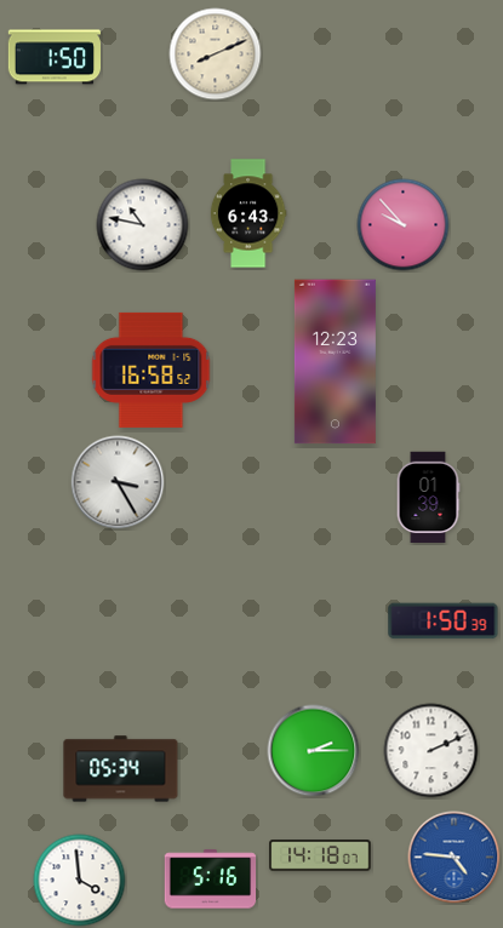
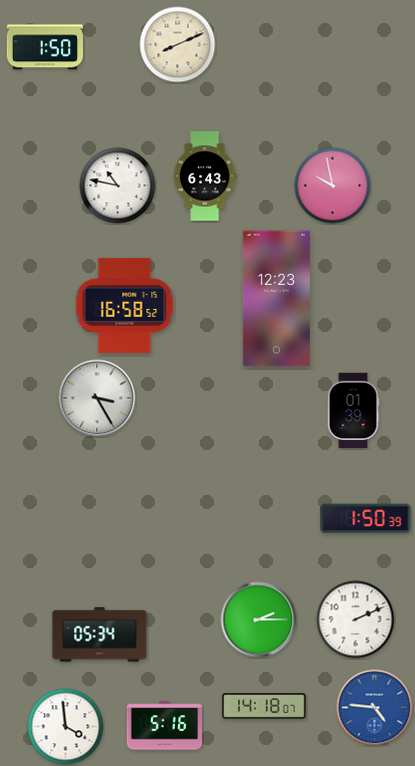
clock at (404, 225): 9:53 -> 9:58
clock at (444, 621) position: (444, 621) -> (366, 519)
clock at (211, 880) position: (211, 880) -> (165, 726)
